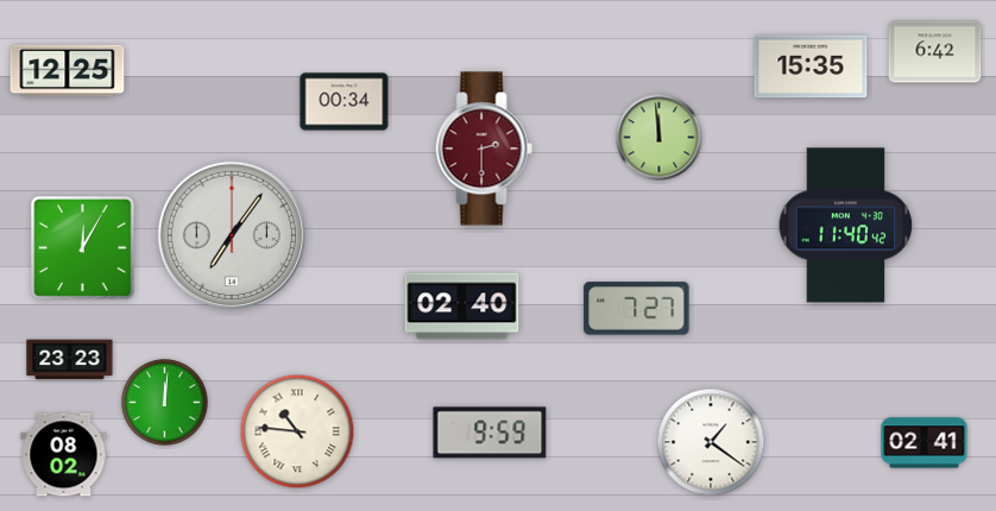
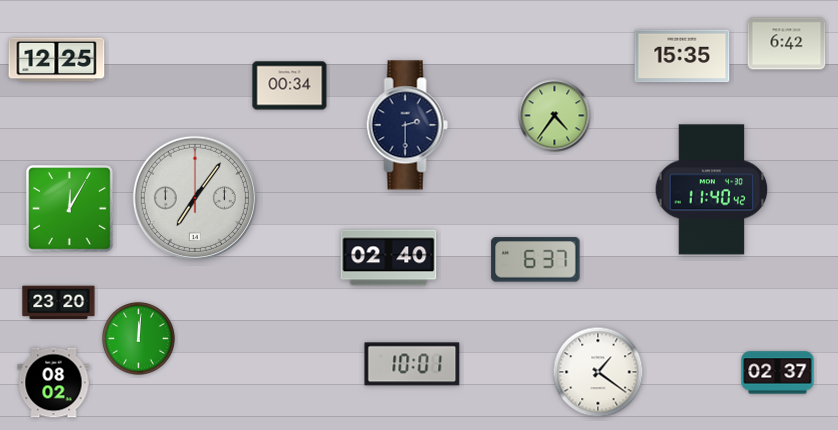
clock at (660, 138): 11:59 -> 4:36
clock at (484, 149) dial: burgundy -> navy
clock at (637, 309): 7:27 -> 6:37
clock at (70, 360): 23:23 -> 23:20
clock at (297, 431): 10:46 -> none
clock at (490, 433): 9:59 -> 10:01
clock at (925, 443): 02:41 -> 02:37
